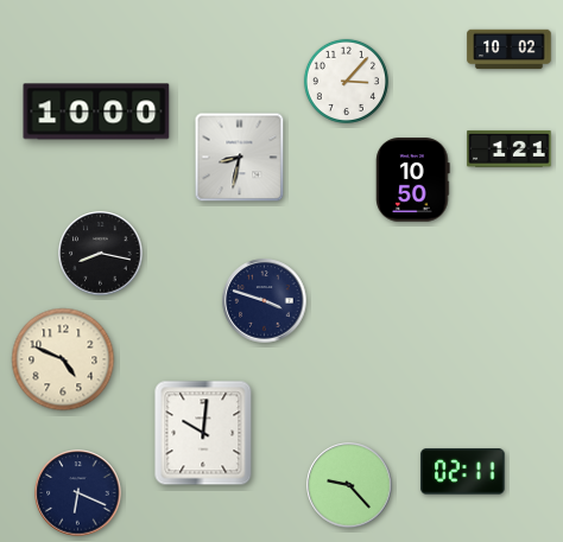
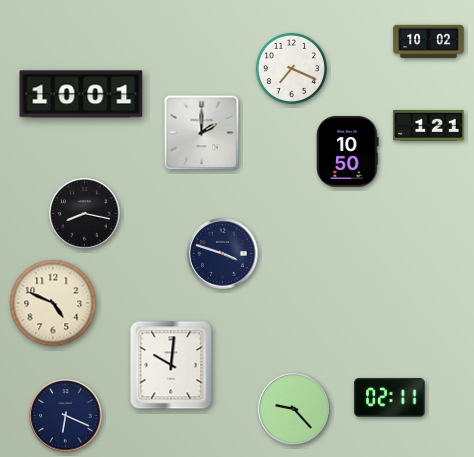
clock at (346, 81): 3:07 -> 7:19
clock at (96, 111): 10:00 -> 10:01
clock at (240, 158): 8:32 -> 2:00
